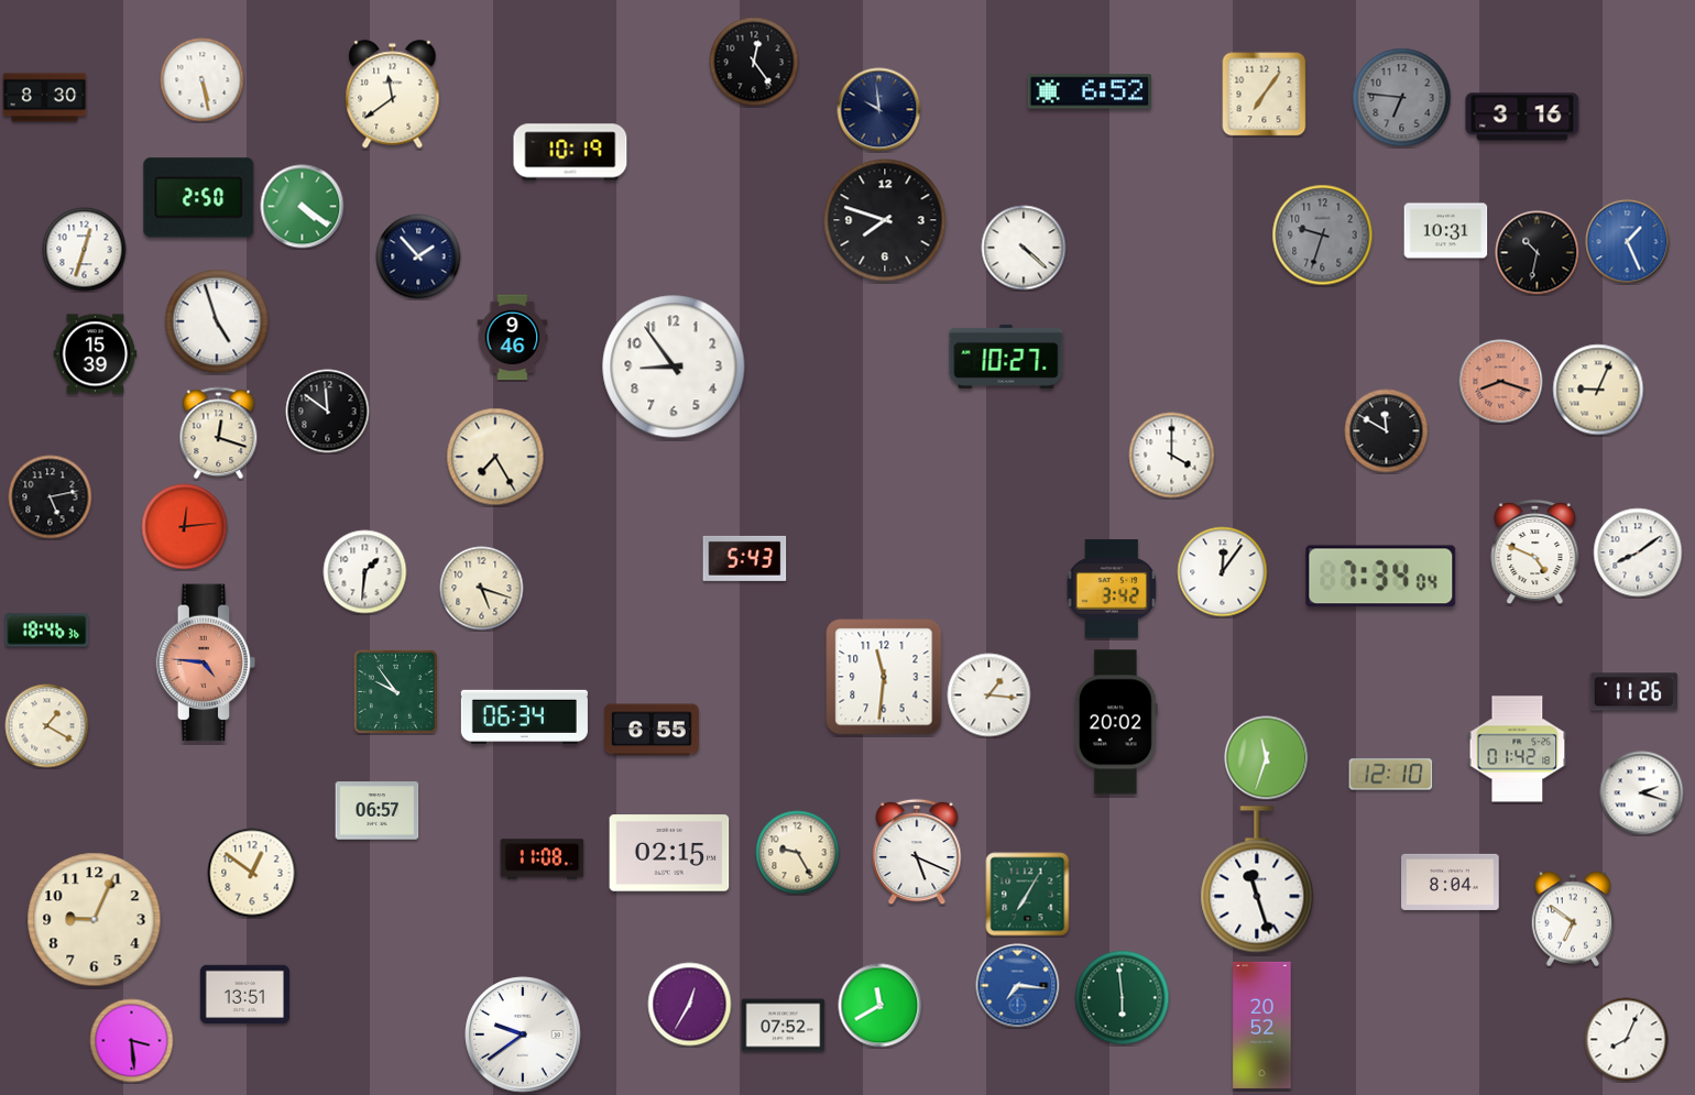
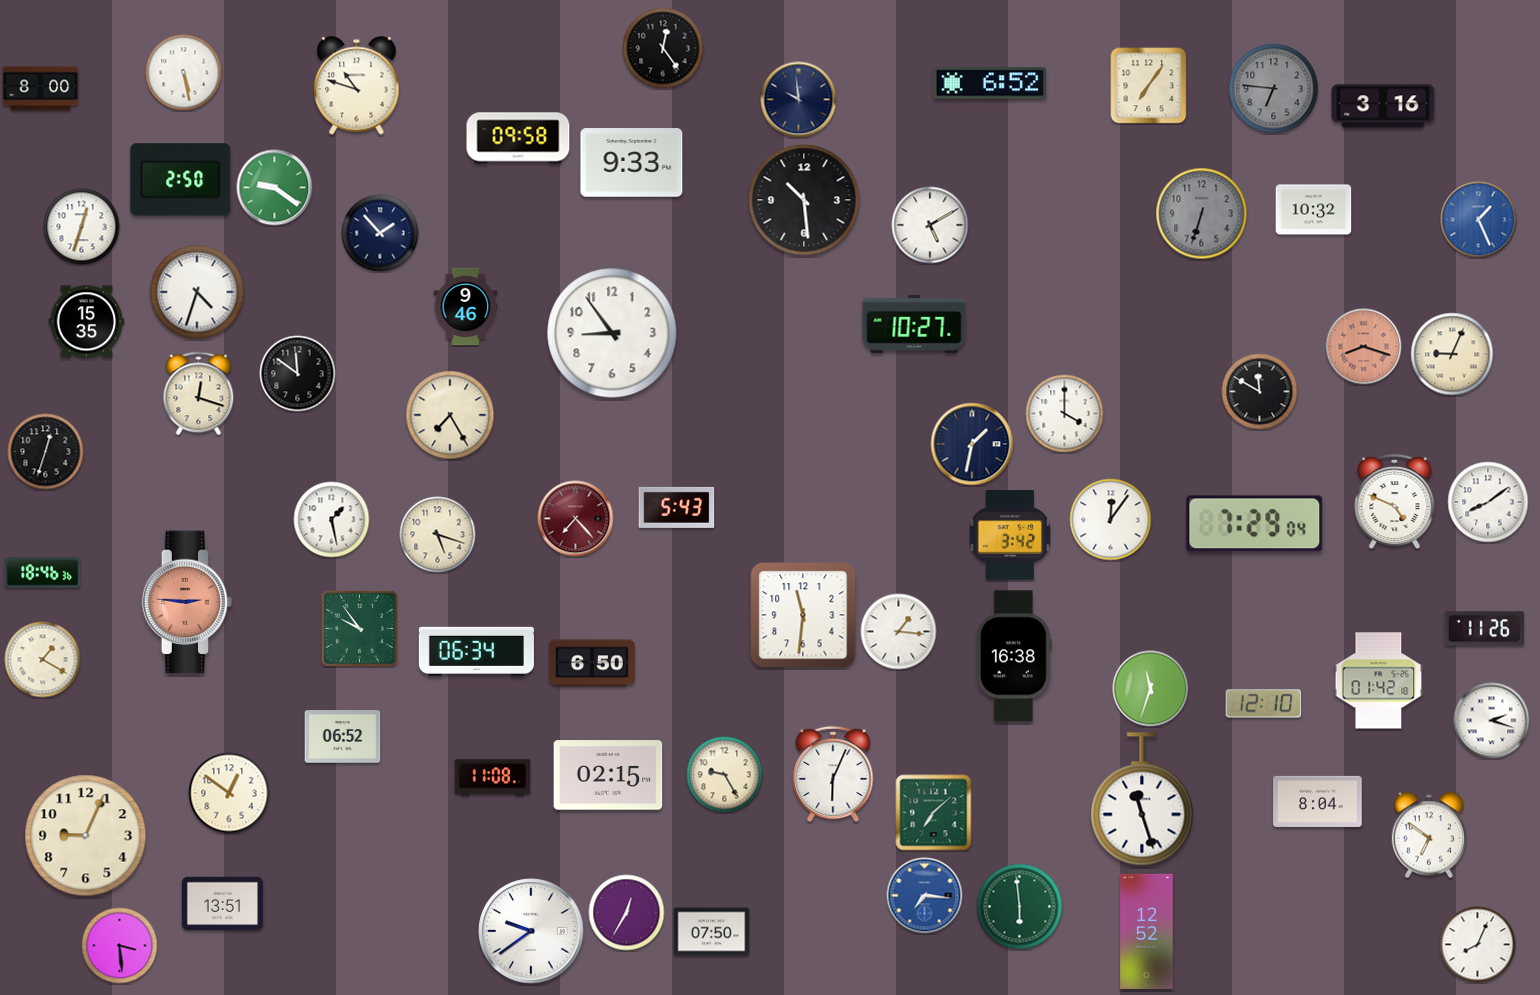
clock at (754, 62) position: (754, 62) -> (663, 48)
clock at (393, 95): 11:39 -> 10:48
clock at (45, 98): 8:30 -> 8:00
clock at (570, 152): 10:19 -> 09:58
clock at (632, 163): none -> 9:33
clock at (303, 207): 4:21 -> 9:21
clock at (885, 220): 7:48 -> 10:29
clock at (1446, 231): 10:31 -> 10:32
clock at (1323, 236): 9:33 -> 6:33
clock at (1024, 248): 4:22 -> 5:10
clock at (85, 250) position: (85, 250) -> (82, 227)
clock at (1538, 253): 10:32 -> none
clock at (217, 321): 4:57 -> 4:33
clock at (96, 354): 15:39 -> 15:35
clock at (972, 444): none -> 1:32
clock at (51, 497): 5:13 -> 12:33
clock at (185, 527): 12:14 -> none
clock at (576, 519): none -> 7:23
clock at (365, 572): 1:31 -> 1:28
clock at (1381, 577): 7:34 -> 7:29
clock at (206, 663): 4:46 -> 2:46
clock at (1116, 722): 20:02 -> 16:38
clock at (652, 730): 6:55 -> 6:50
clock at (378, 811): 06:57 -> 06:52
clock at (917, 852): 5:19 -> 6:04
clock at (543, 859) position: (543, 859) -> (493, 778)
clock at (1028, 895): 7:05 -> 7:08
clock at (881, 1006): 11:40 -> none
clock at (1262, 1025): 20:52 -> 12:52
clock at (784, 1026): 07:52 -> 07:50
clock at (523, 1034) position: (523, 1034) -> (531, 931)
